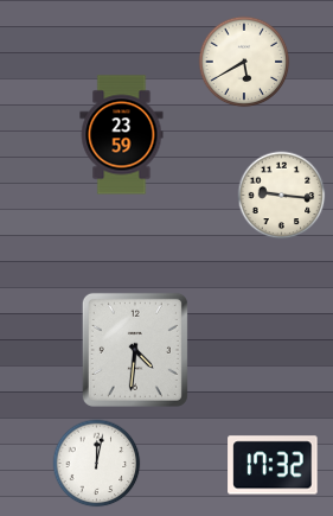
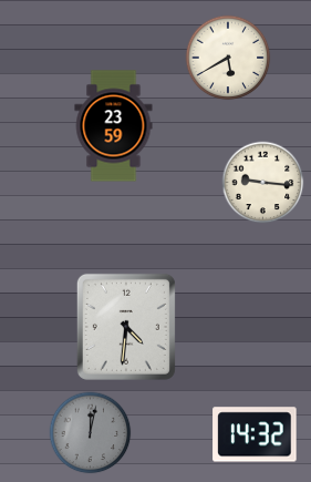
clock at (97, 464) dial: white -> grey
clock at (273, 465): 17:32 -> 14:32
